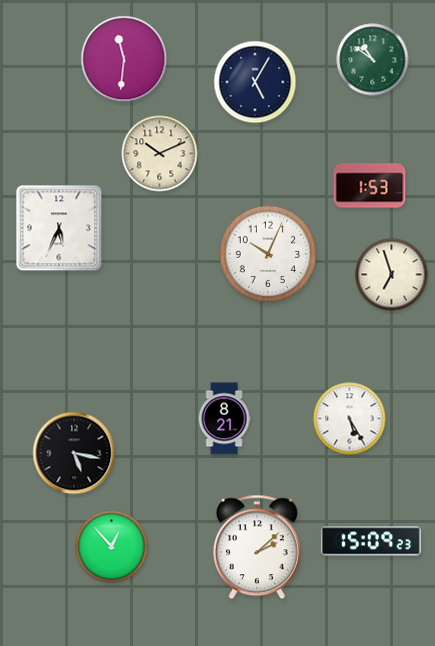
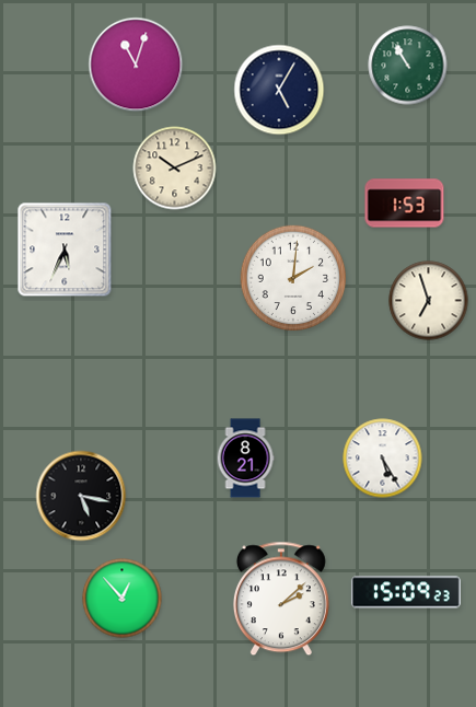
clock at (124, 59): 11:31 -> 11:03
clock at (373, 60): 10:51 -> 10:55
clock at (268, 254): 10:04 -> 2:01
